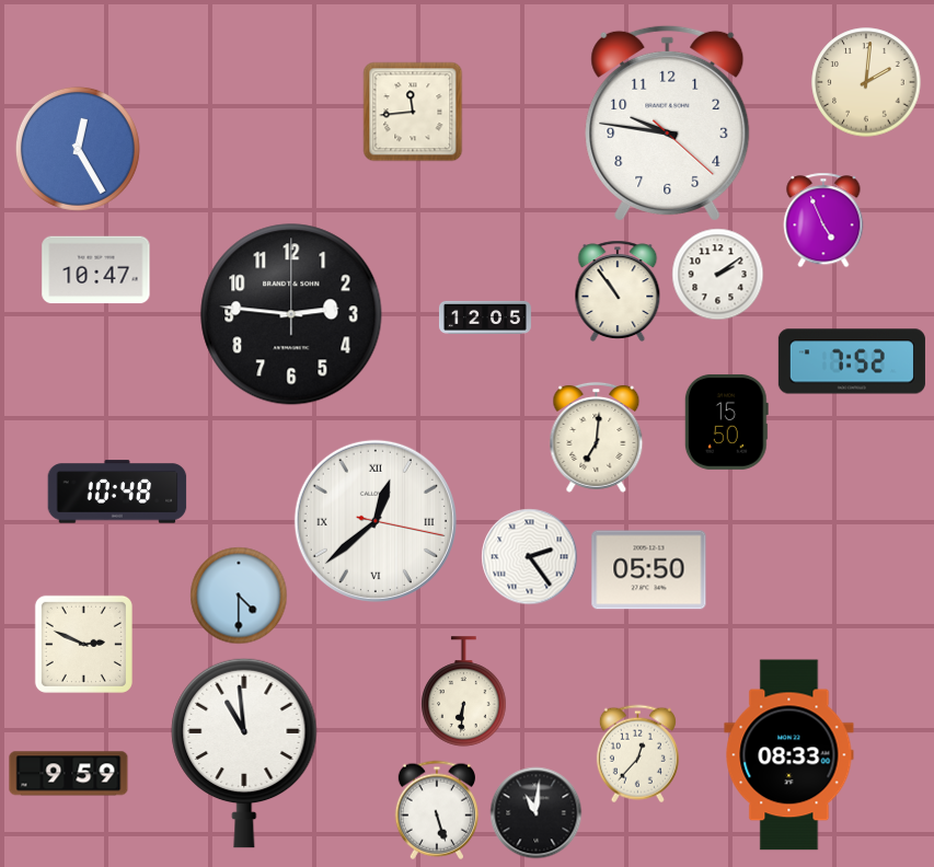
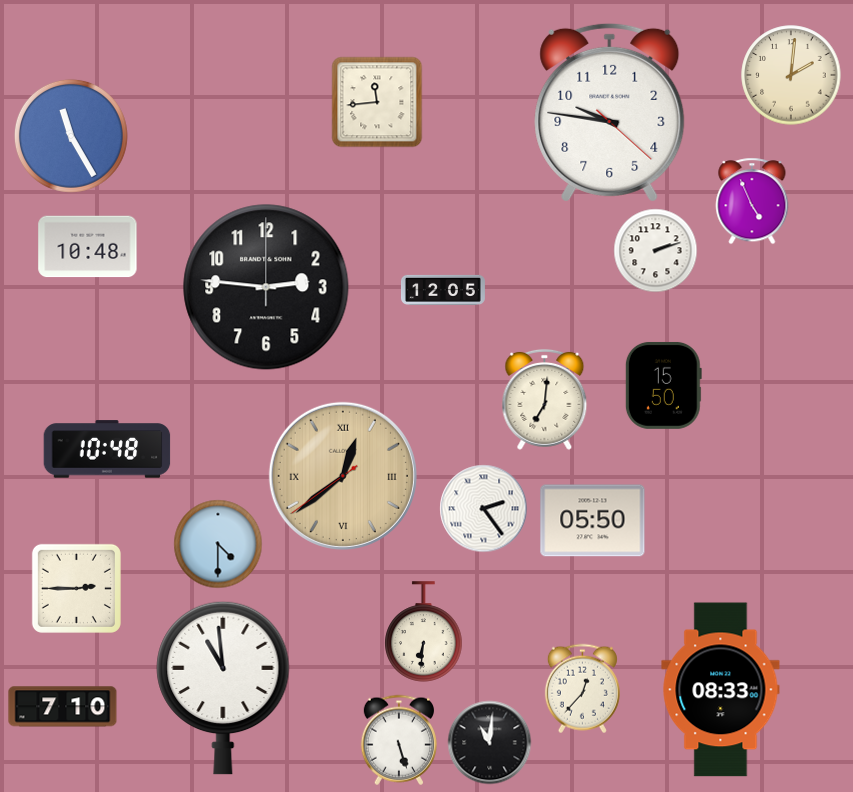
clock at (78, 149): 12:25 -> 11:25
clock at (96, 270): 10:47 -> 10:48
clock at (717, 274): 2:09 -> 2:12
clock at (618, 290): 10:54 -> none
clock at (852, 361): 7:52 -> none
clock at (376, 521): 12:38:17 -> 12:38:39
clock at (376, 521) dial: white -> champagne
clock at (83, 644): 2:49 -> 2:45
clock at (69, 774): 9:59 -> 7:10
